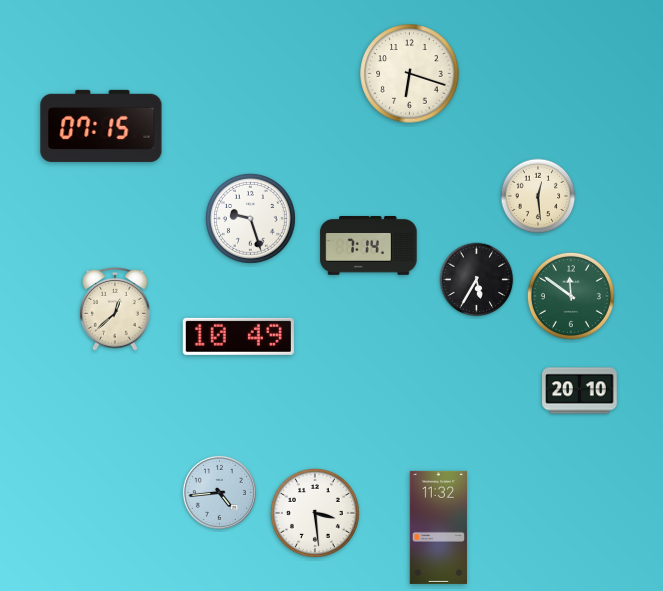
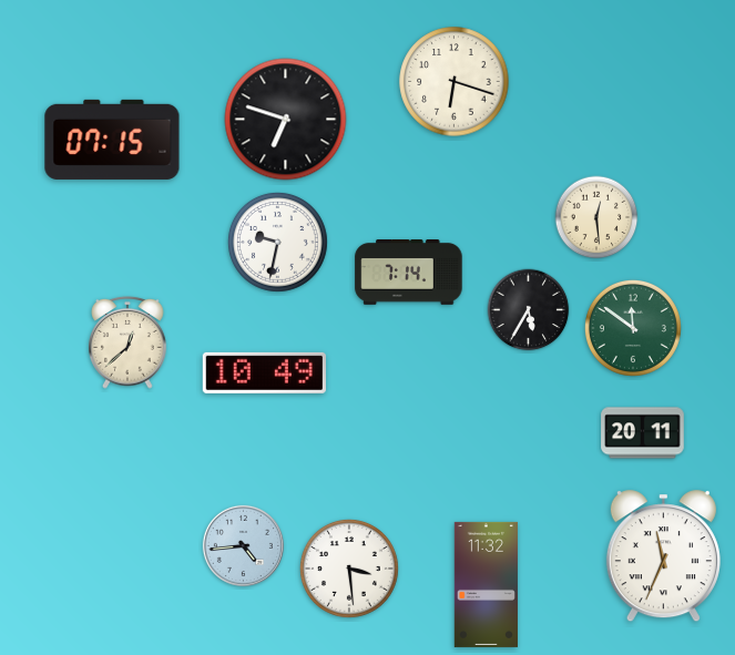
clock at (286, 120): none -> 6:48
clock at (250, 218): 9:27 -> 9:32
clock at (580, 391): 20:10 -> 20:11
clock at (663, 556): none -> 11:34
